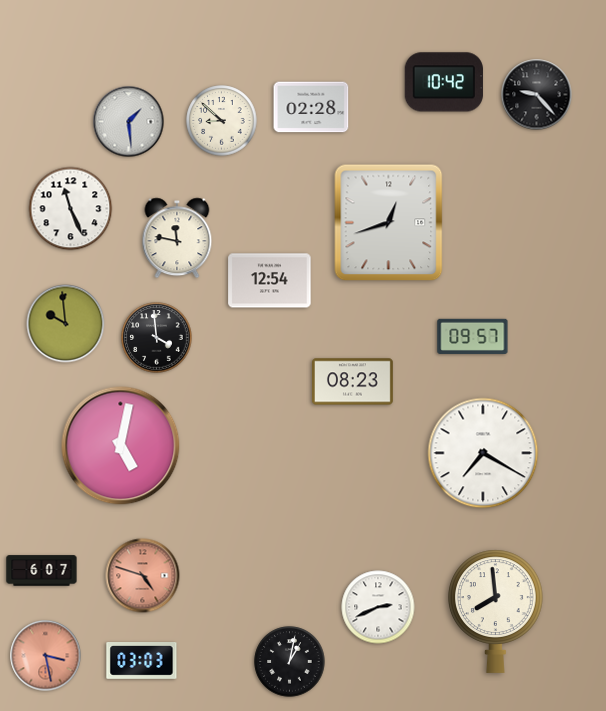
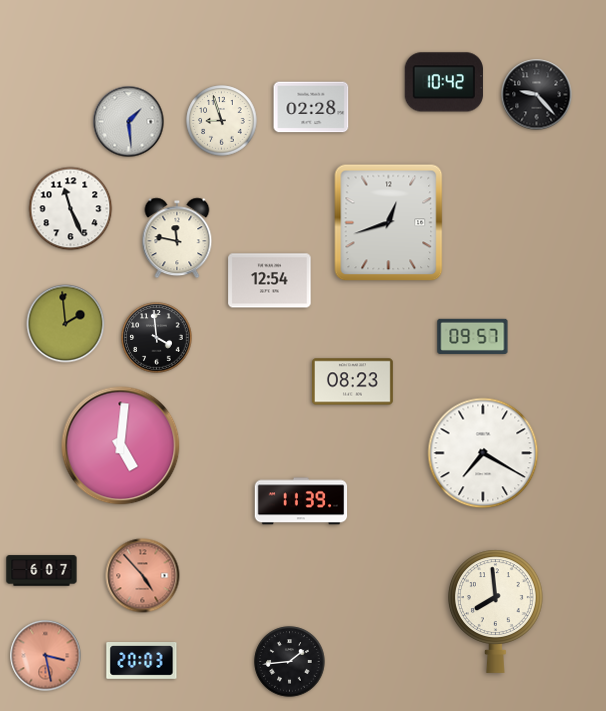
clock at (222, 121): 8:52 -> 8:57
clock at (66, 324): 9:59 -> 1:59
clock at (121, 446): 5:02 -> 5:01
clock at (301, 501): none -> 11:39
clock at (143, 576): 4:48 -> 4:53
clock at (378, 607): 2:41 -> none
clock at (142, 661): 03:03 -> 20:03
clock at (290, 662): 1:02 -> 1:44
